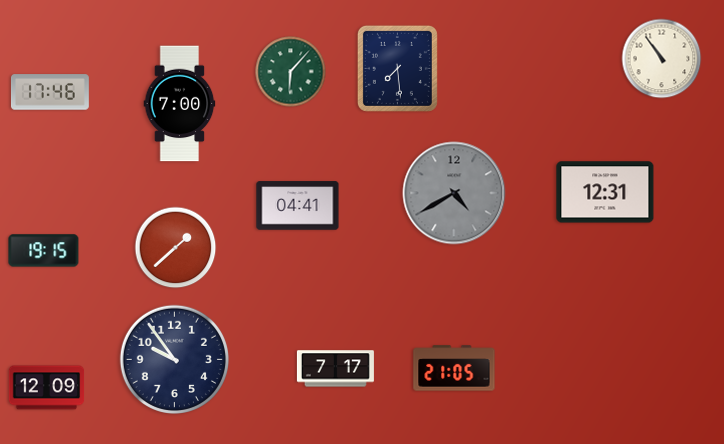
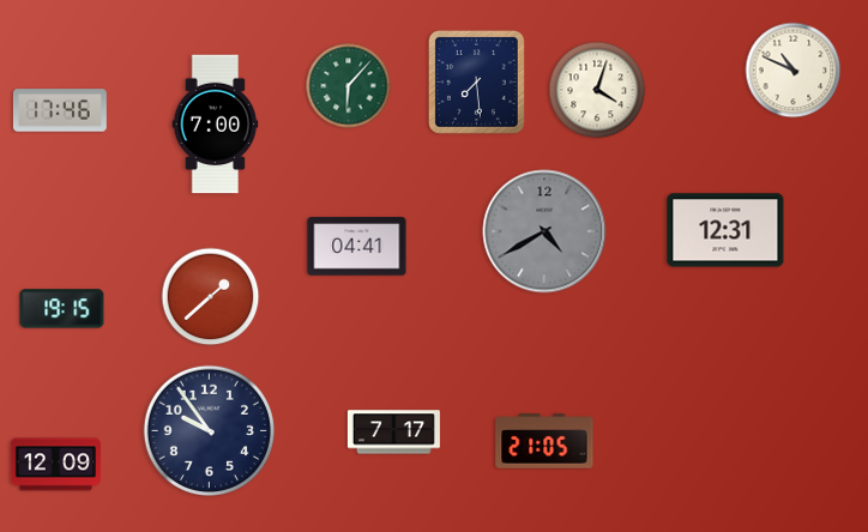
clock at (662, 59): 10:54 -> 10:49
clock at (597, 90): none -> 4:03
clock at (44, 251) position: (44, 251) -> (62, 309)
clock at (335, 369) position: (335, 369) -> (393, 433)
